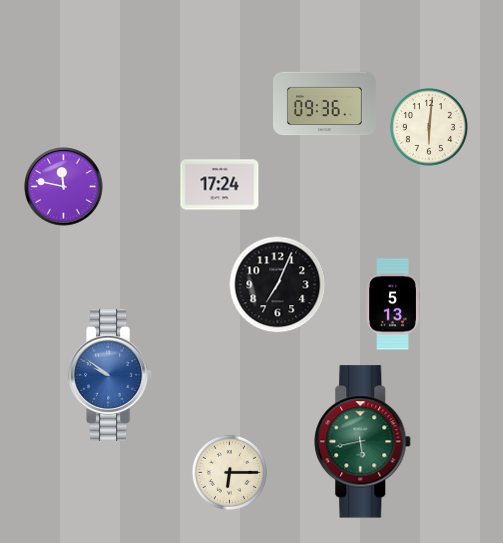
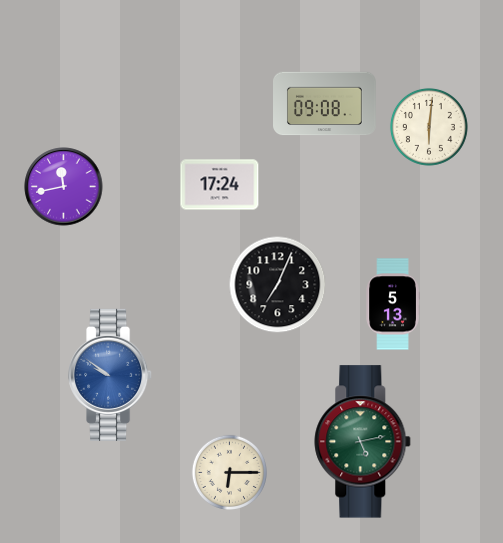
clock at (325, 104): 09:36 -> 09:08
clock at (64, 187): 11:47 -> 11:43
clock at (363, 442): 5:43 -> 5:13
